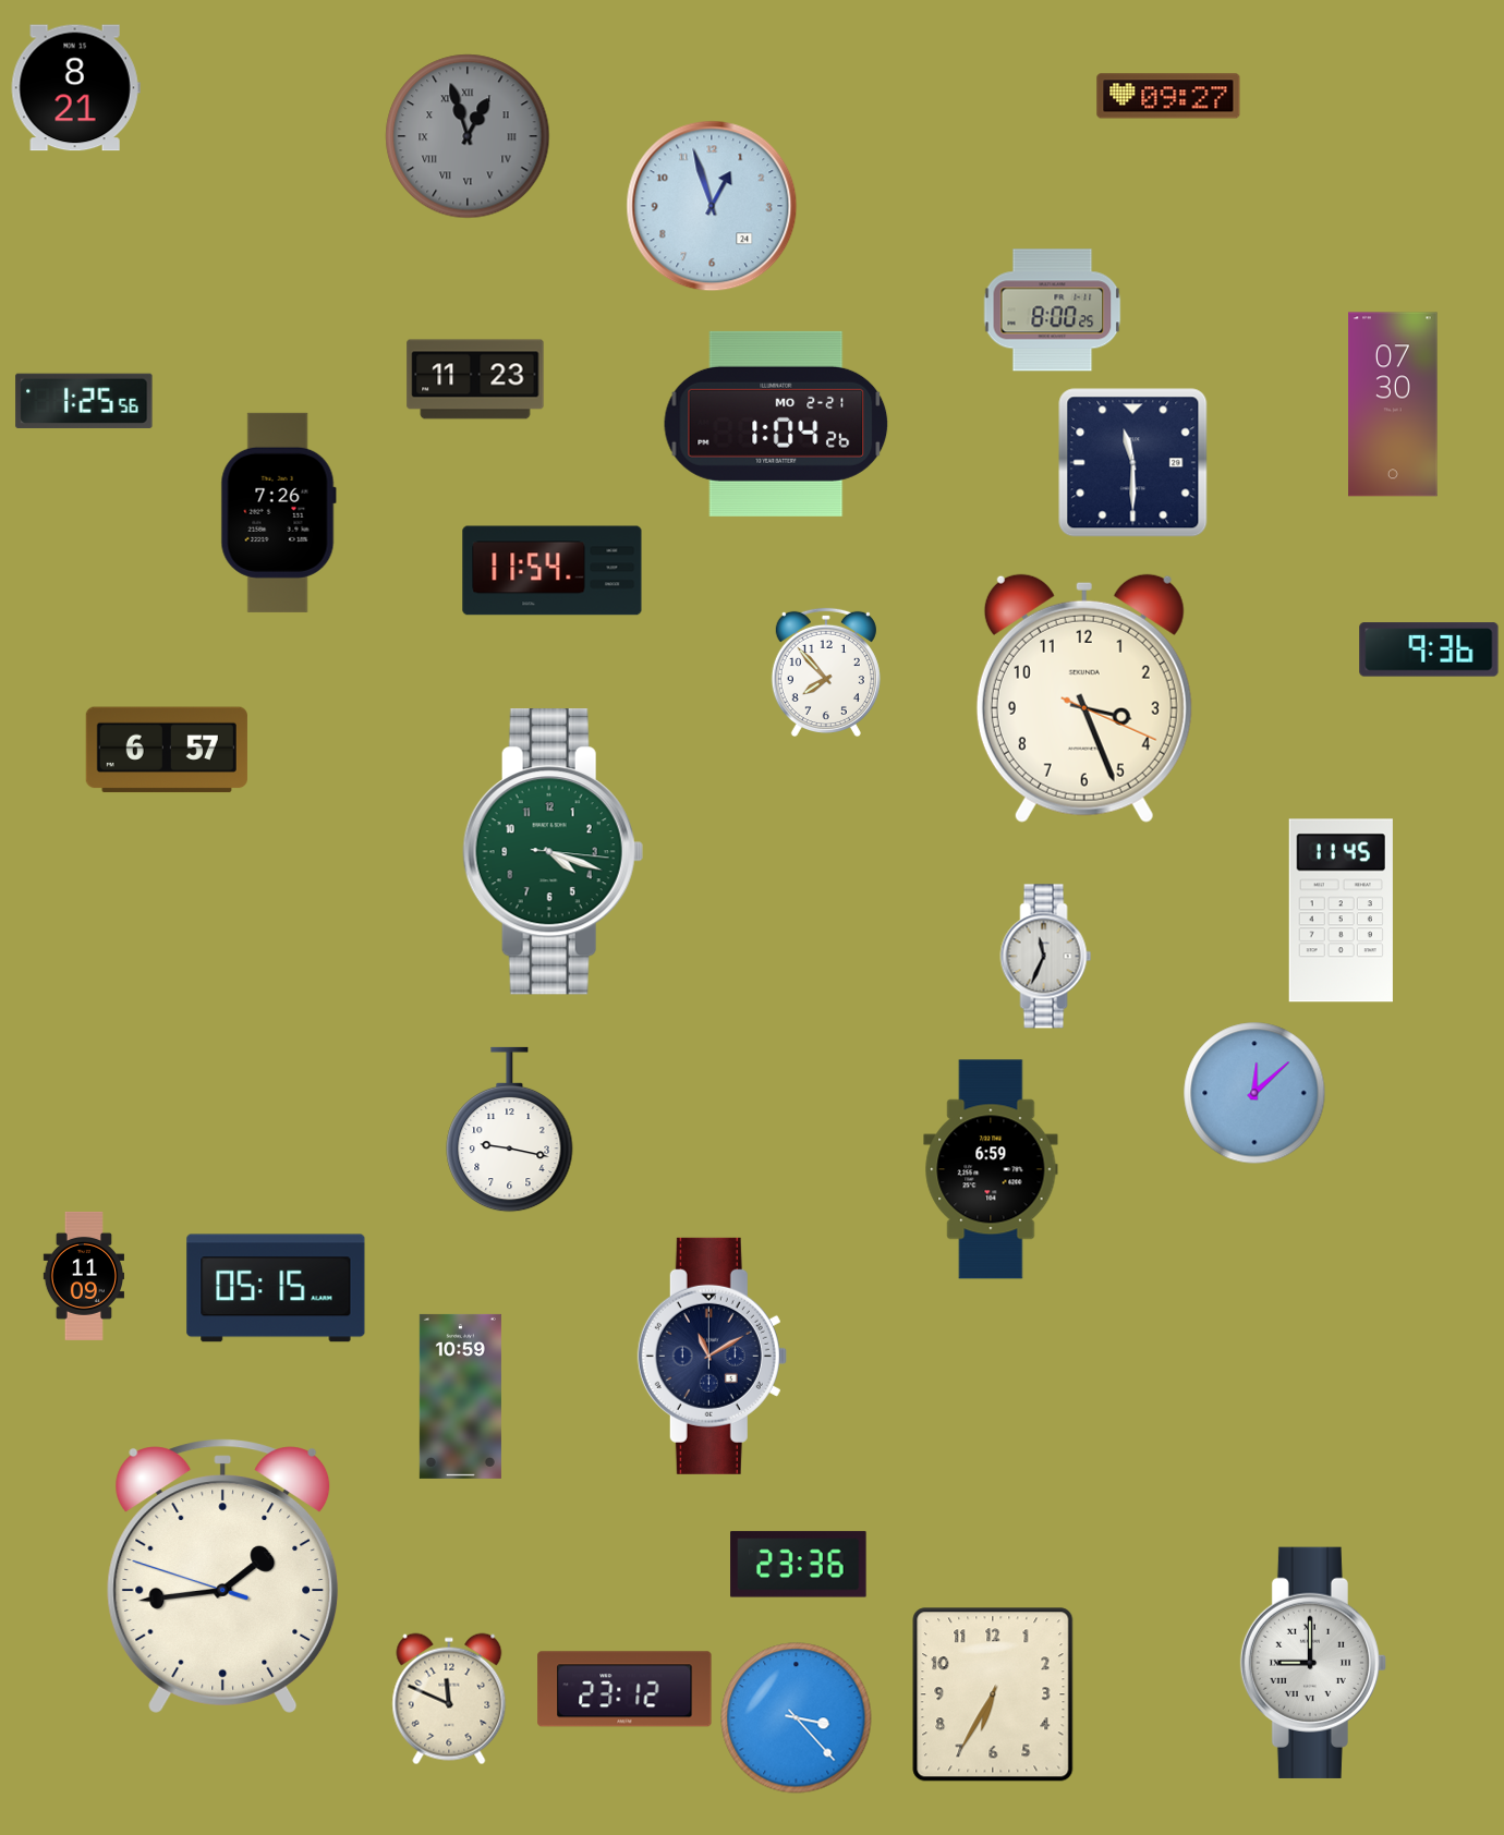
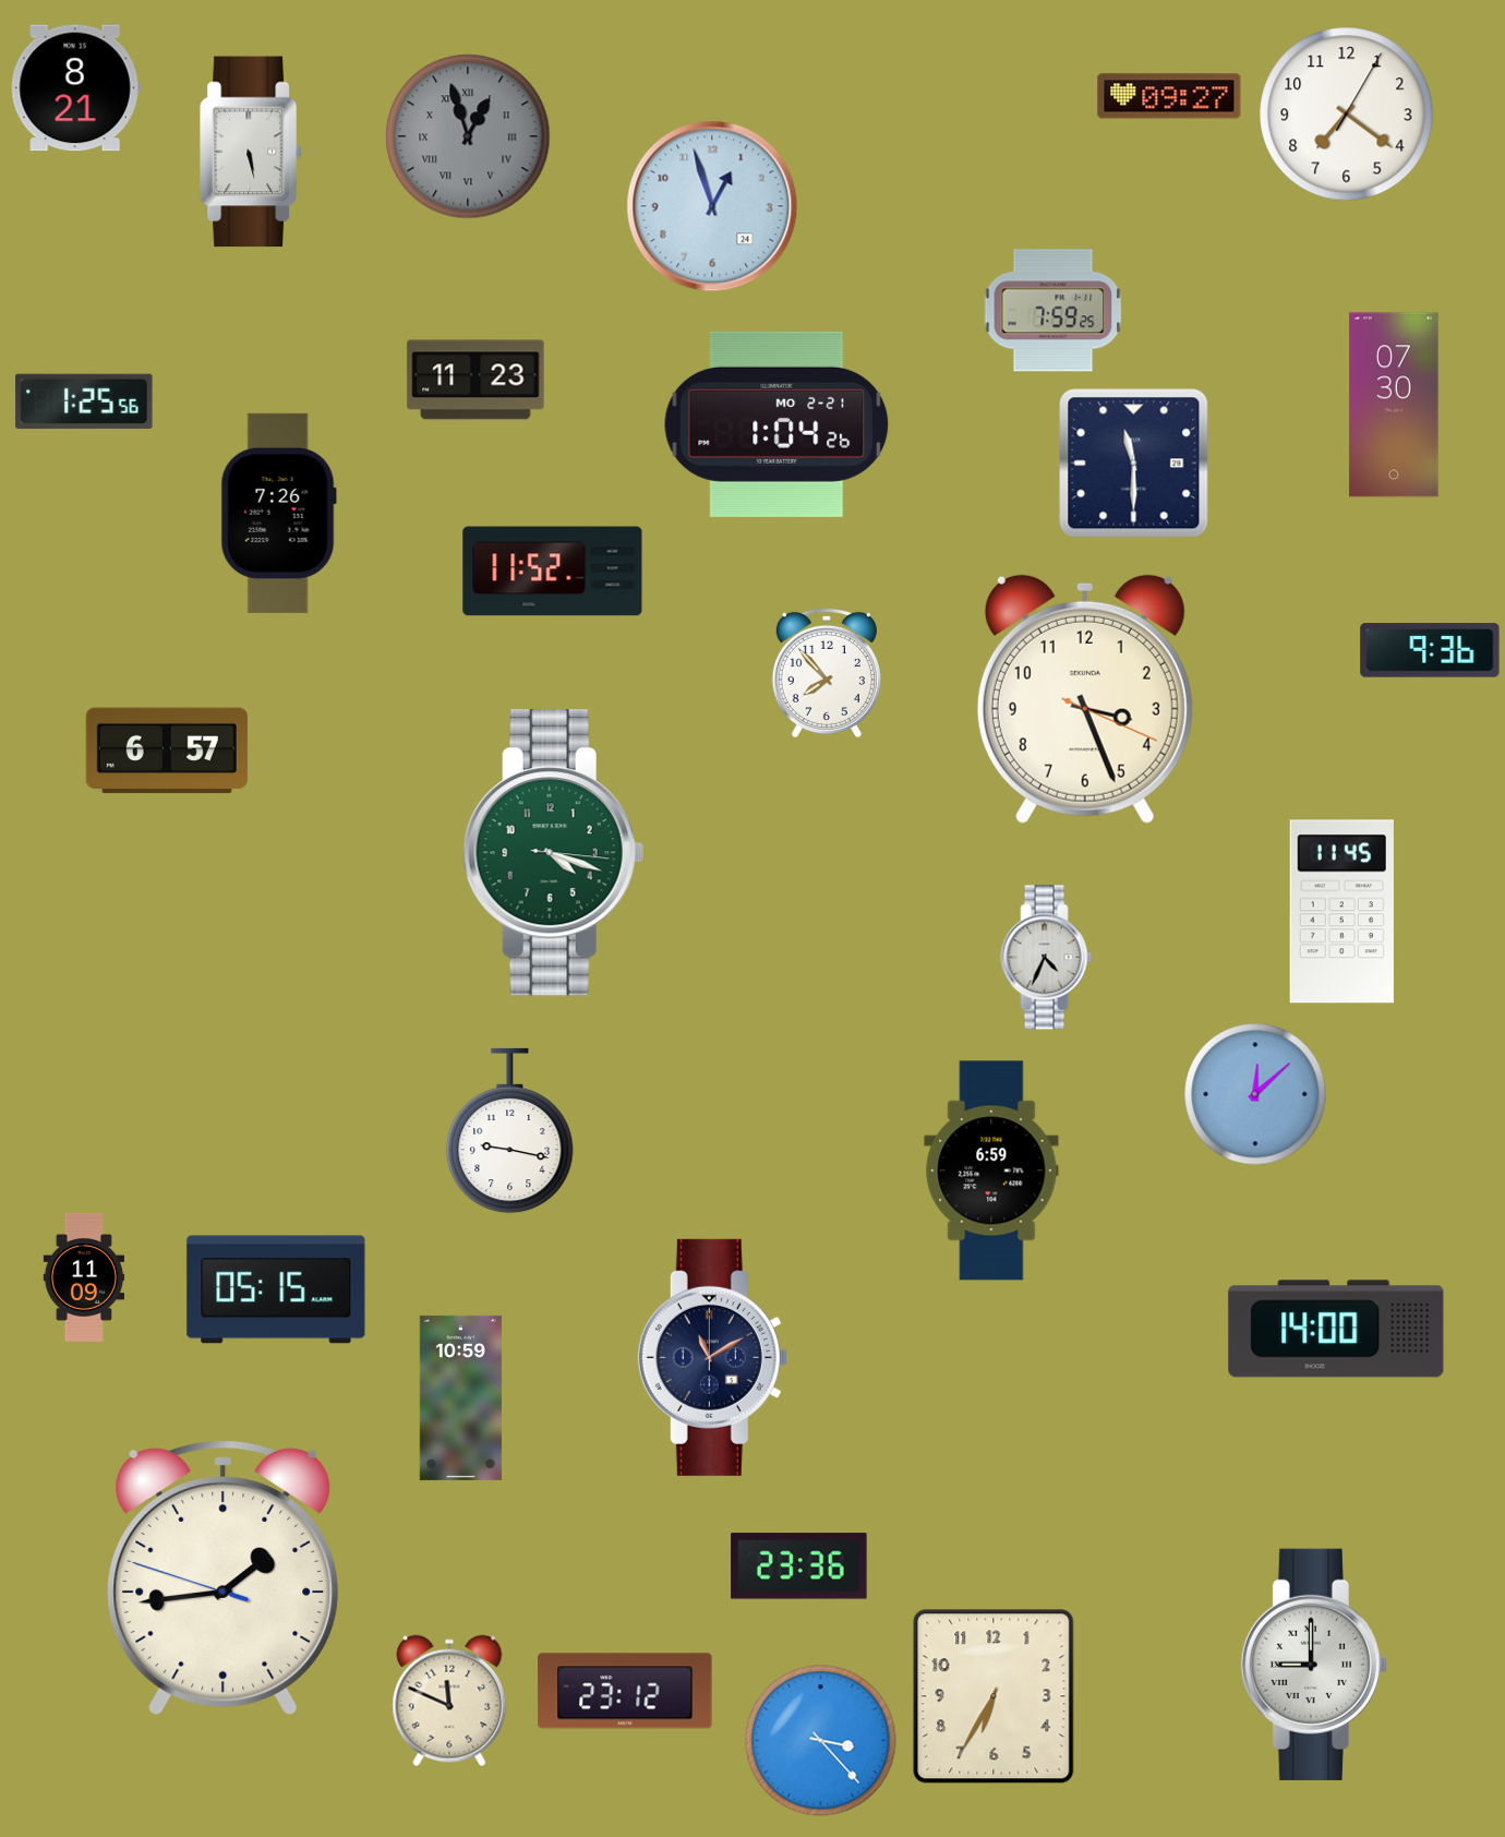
clock at (1347, 115): none -> 7:21
clock at (251, 152): none -> 5:28
clock at (1053, 311): 8:00 -> 7:59
clock at (553, 571): 11:54 -> 11:52
clock at (1046, 957): 11:34 -> 4:34
clock at (1336, 1329): none -> 14:00
clock at (797, 1718) position: (797, 1718) -> (821, 1741)
